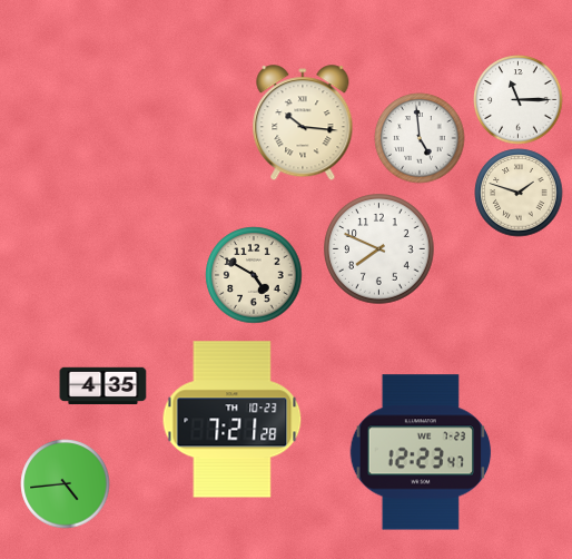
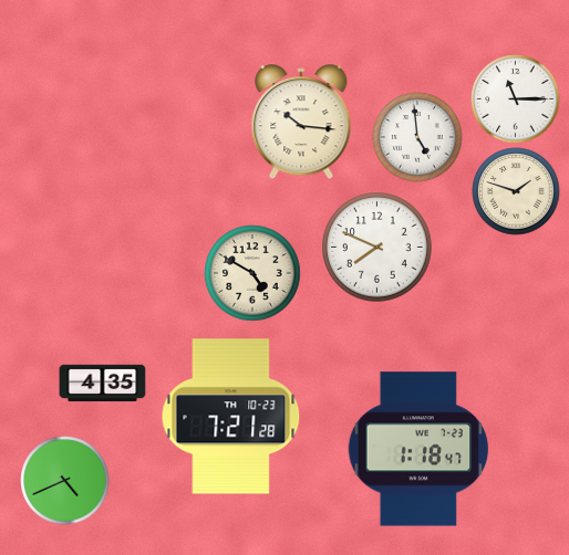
clock at (421, 452): 12:23 -> 1:18
clock at (66, 484): 4:44 -> 4:41
